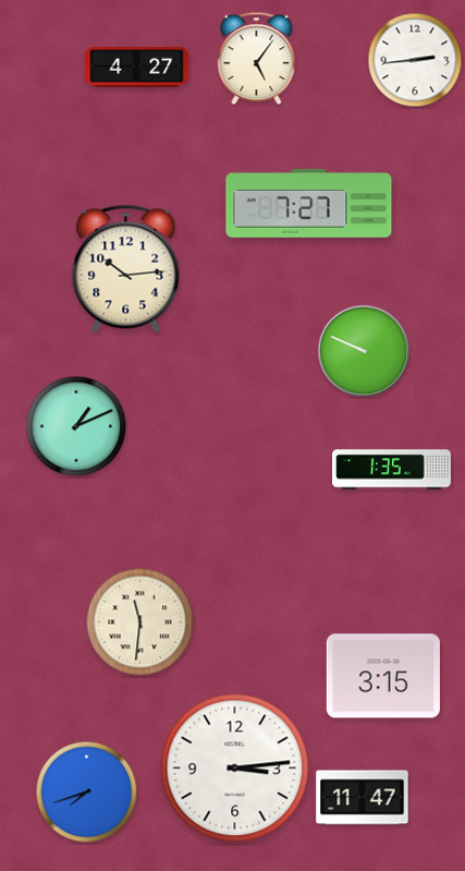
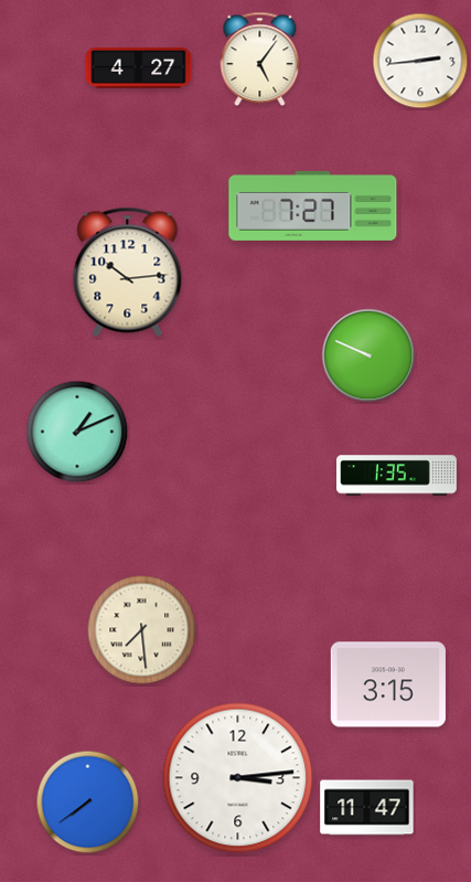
clock at (140, 622): 11:31 -> 7:29
clock at (87, 793): 7:42 -> 7:39
